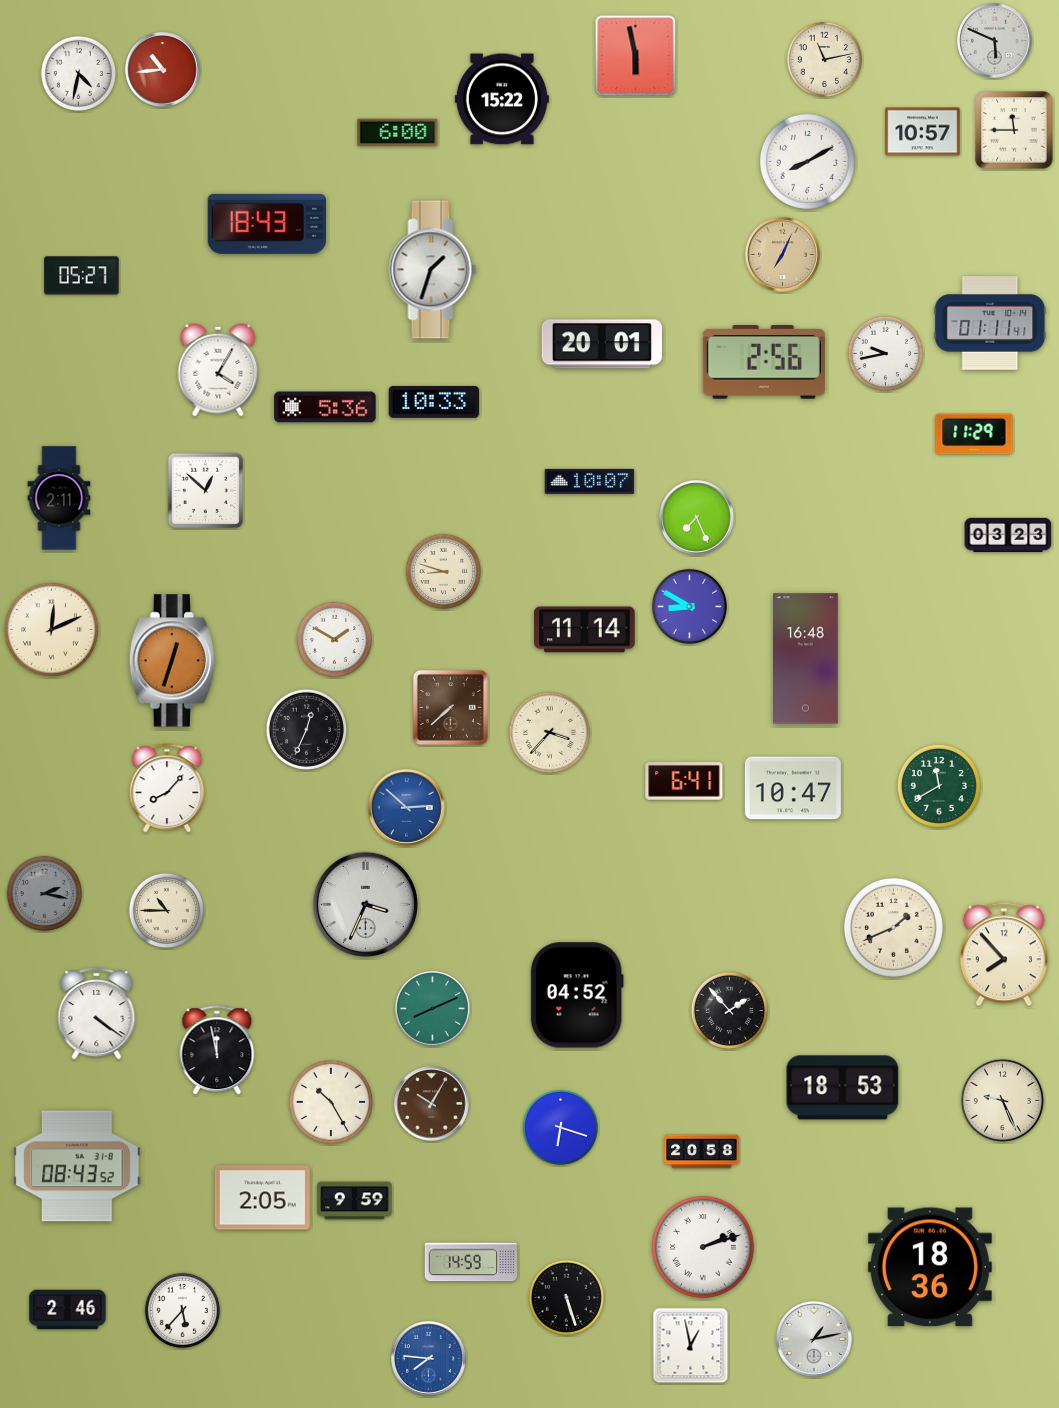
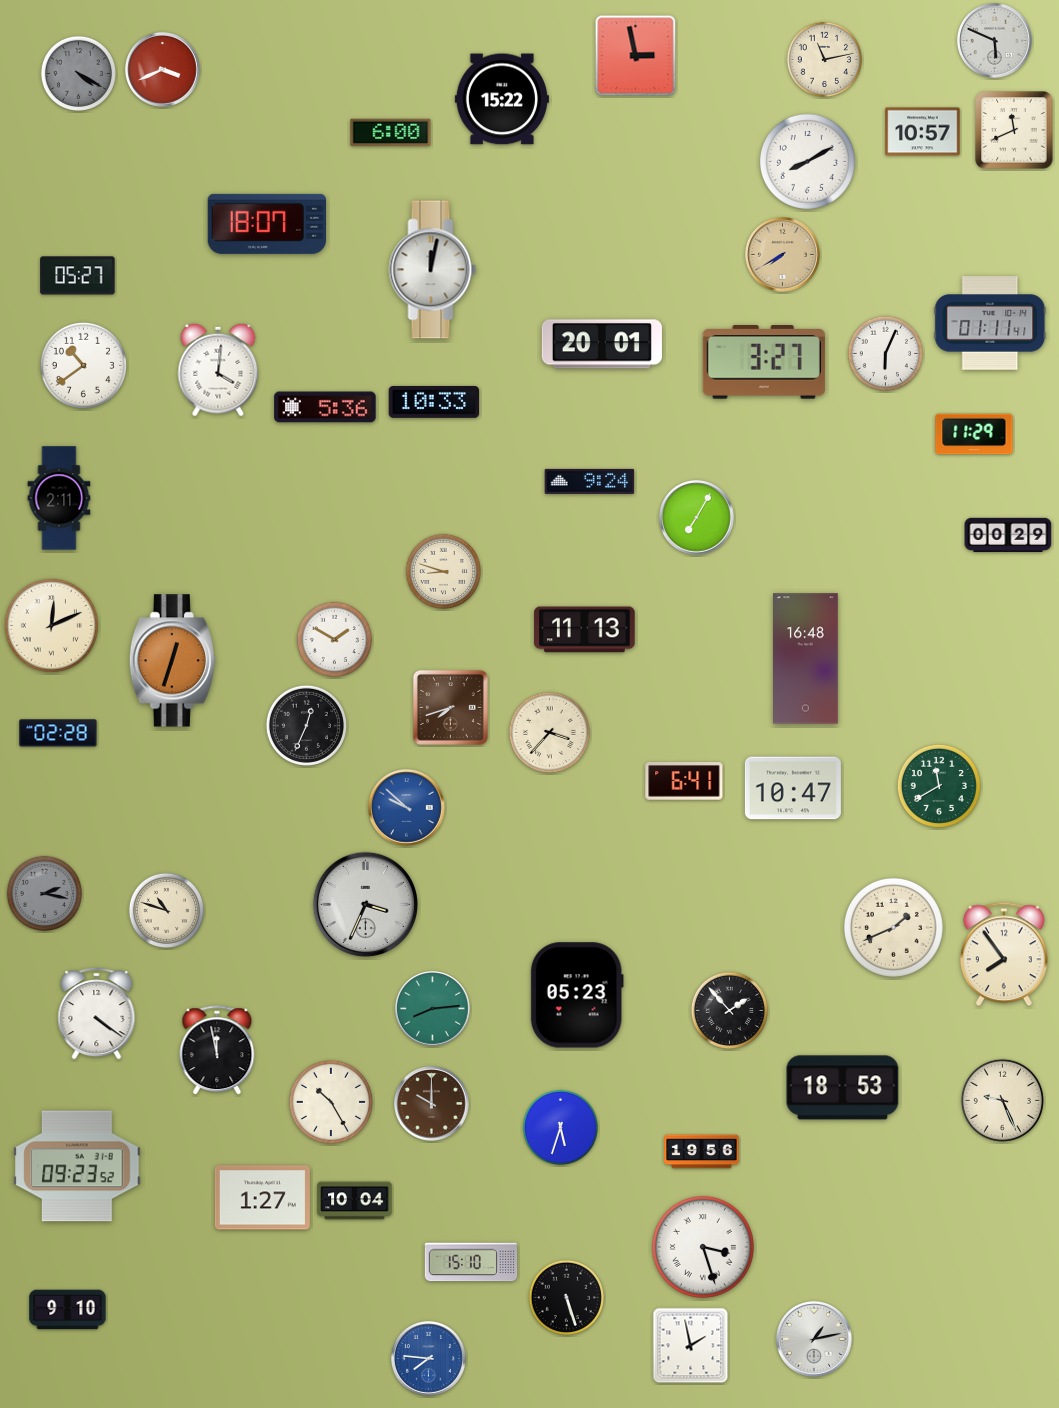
clock at (636, 56): 5:58 -> 2:58
clock at (163, 70): 10:44 -> 3:41
clock at (78, 73): 4:32 -> 4:20
clock at (78, 73) dial: white -> grey
clock at (1014, 130): 11:45 -> 11:41
clock at (398, 133) position: (398, 133) -> (391, 133)
clock at (267, 224): 18:43 -> 18:07
clock at (783, 255): 7:04 -> 7:40
clock at (433, 270): 1:33 -> 12:02
clock at (82, 276) position: (82, 276) -> (78, 276)
clock at (885, 353): 9:43 -> 6:04
clock at (764, 363): 2:56 -> 3:27
clock at (83, 365): none -> 10:39
clock at (218, 370): 4:05 -> 4:01
clock at (590, 481): 10:07 -> 9:24
clock at (206, 491): 12:52 -> none
clock at (697, 518): 7:26 -> 7:05
clock at (1008, 534): 03:23 -> 00:29
clock at (689, 606): 8:50 -> none
clock at (51, 629) position: (51, 629) -> (51, 625)
clock at (585, 630): 11:14 -> 11:13
clock at (450, 707): 7:38 -> 7:42
clock at (306, 729) position: (306, 729) -> (306, 725)
clock at (58, 733): none -> 02:28
clock at (167, 789): 8:07 -> none
clock at (407, 808): 2:52 -> 9:52
clock at (166, 910): 10:45 -> 10:48
clock at (1004, 954): 7:53 -> 7:54
clock at (577, 995): 04:52 -> 05:23
clock at (433, 1009): 8:11 -> 8:14
clock at (432, 1104): 10:05 -> 10:00
clock at (560, 1127): 6:18 -> 5:33
clock at (702, 1152): 20:58 -> 19:56
clock at (77, 1166): 08:43 -> 09:23
clock at (262, 1198): 2:05 -> 1:27
clock at (355, 1201): 9:59 -> 10:04
clock at (703, 1247): 2:12 -> 3:27
clock at (471, 1262): 14:59 -> 15:10
clock at (930, 1267): 18:36 -> none
clock at (68, 1310): 2:46 -> 9:10
clock at (182, 1310): 5:37 -> none
clock at (691, 1346): 12:58 -> 1:58
